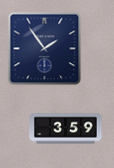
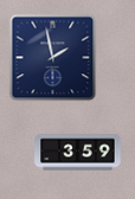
clock at (45, 49): 1:54 -> 1:58
